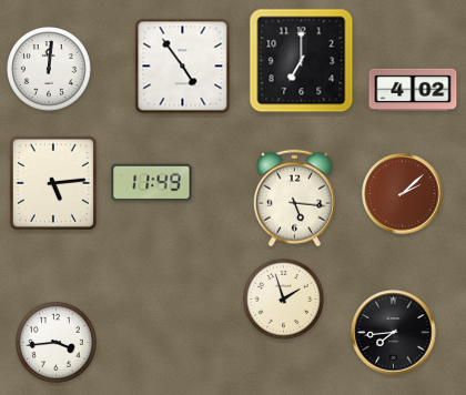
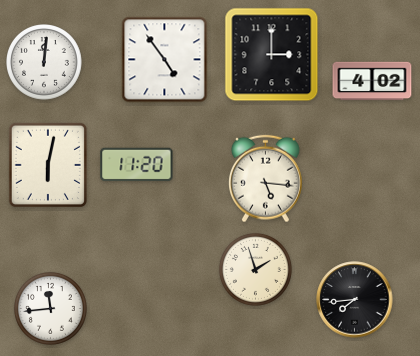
clock at (302, 61): 7:00 -> 3:00
clock at (53, 183): 5:14 -> 6:02
clock at (152, 183): 11:49 -> 11:20
clock at (403, 194): 2:08 -> none
clock at (55, 342): 3:44 -> 11:44
